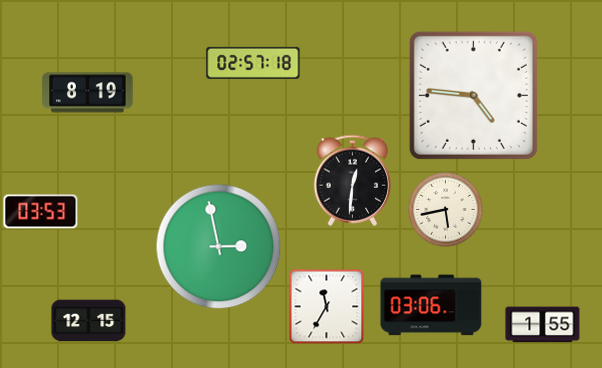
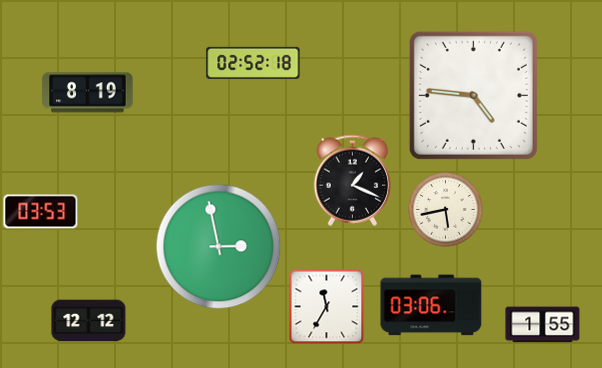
clock at (253, 63): 02:57 -> 02:52
clock at (353, 180): 12:31 -> 1:19
clock at (89, 321): 12:15 -> 12:12
